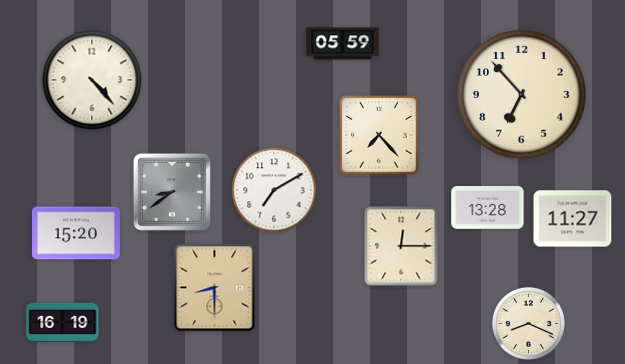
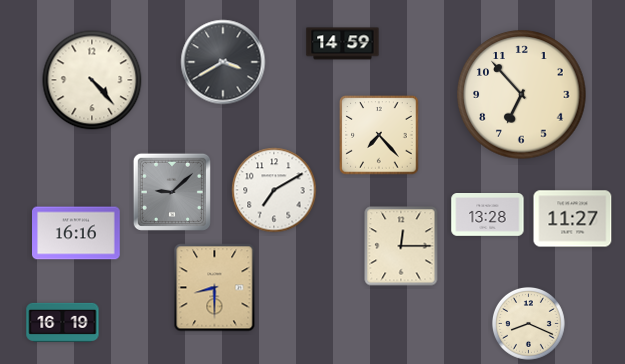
clock at (343, 44): 05:59 -> 14:59
clock at (223, 62): none -> 3:40
clock at (172, 192): 8:39 -> 9:08
clock at (488, 208) position: (488, 208) -> (488, 215)
clock at (77, 233): 15:20 -> 16:16
